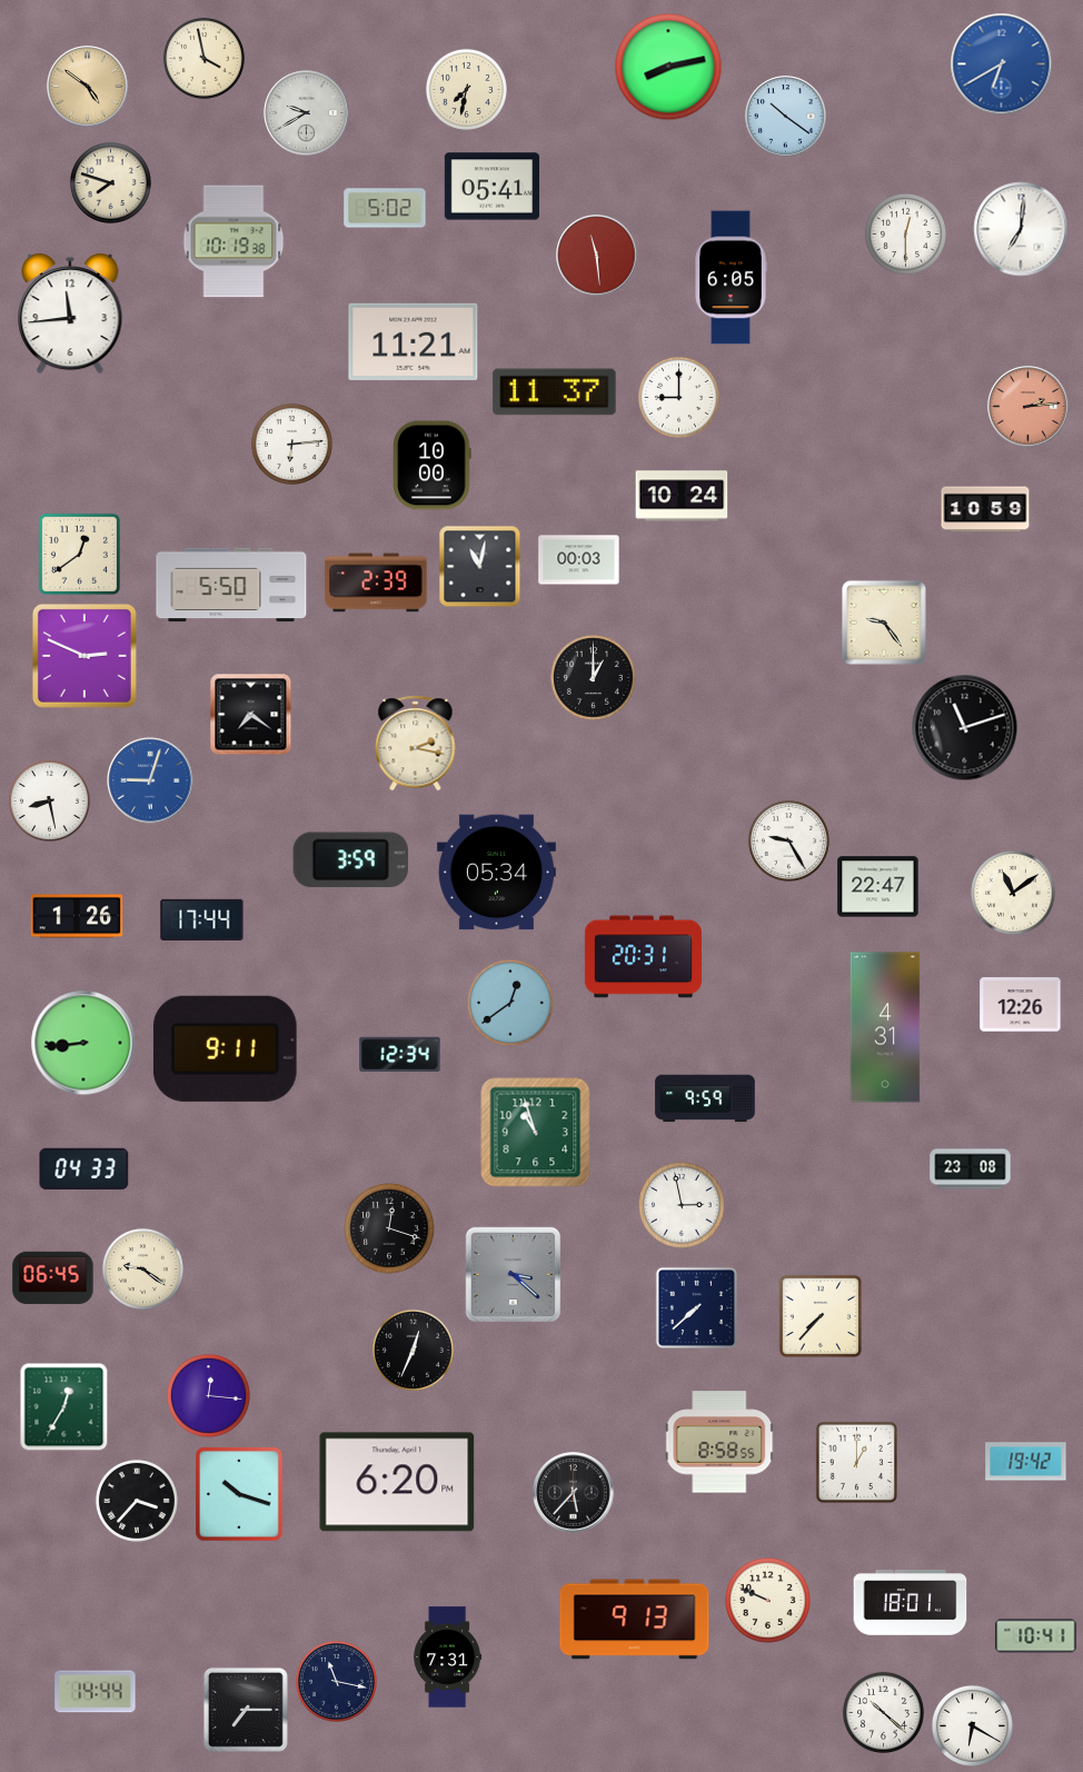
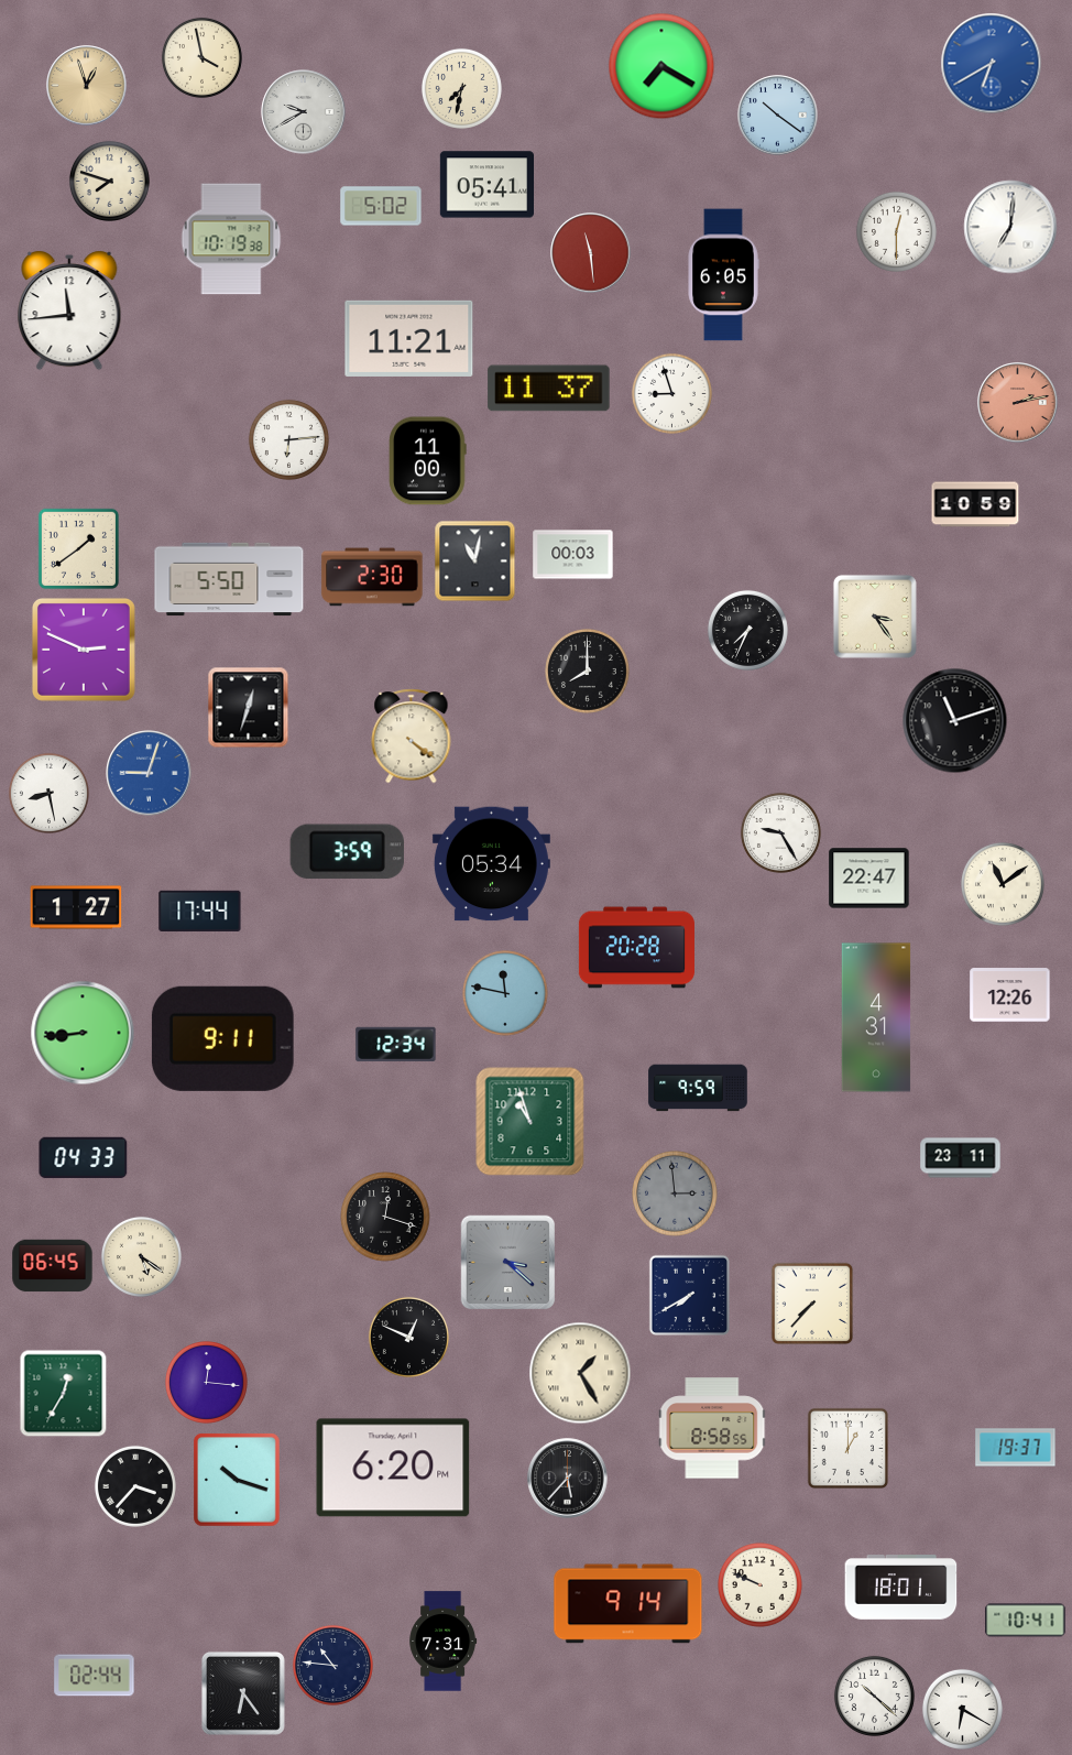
clock at (668, 67): 8:13 -> 7:20
clock at (88, 87): 4:51 -> 12:57
clock at (678, 397): 9:00 -> 8:57
clock at (1029, 407): 2:14 -> 2:13
clock at (433, 466): 10:00 -> 11:00
clock at (682, 496): 10:24 -> none
clock at (79, 554): 12:39 -> 1:39
clock at (376, 583): 2:39 -> 2:30
clock at (884, 623): 9:24 -> 3:24
clock at (747, 630): none -> 7:34
clock at (594, 678): 1:00 -> 8:00
clock at (251, 715): 7:21 -> 12:33
clock at (416, 744): 2:17 -> 4:21
clock at (77, 916): 1:26 -> 1:27
clock at (643, 957): 20:31 -> 20:28
clock at (511, 1004): 12:39 -> 11:47
clock at (971, 1169): 23:08 -> 23:11
clock at (683, 1206): 2:58 -> 2:59
clock at (683, 1206) dial: white -> grey
clock at (142, 1268): 9:21 -> 5:21
clock at (696, 1307): 7:38 -> 7:40
clock at (413, 1350): 12:34 -> 12:49
clock at (580, 1373): none -> 1:25
clock at (1026, 1462): 19:42 -> 19:37
clock at (635, 1620): 9:13 -> 9:14
clock at (336, 1681): 11:17 -> 10:46
clock at (96, 1692): 14:44 -> 02:44
clock at (246, 1710): 7:15 -> 6:24
